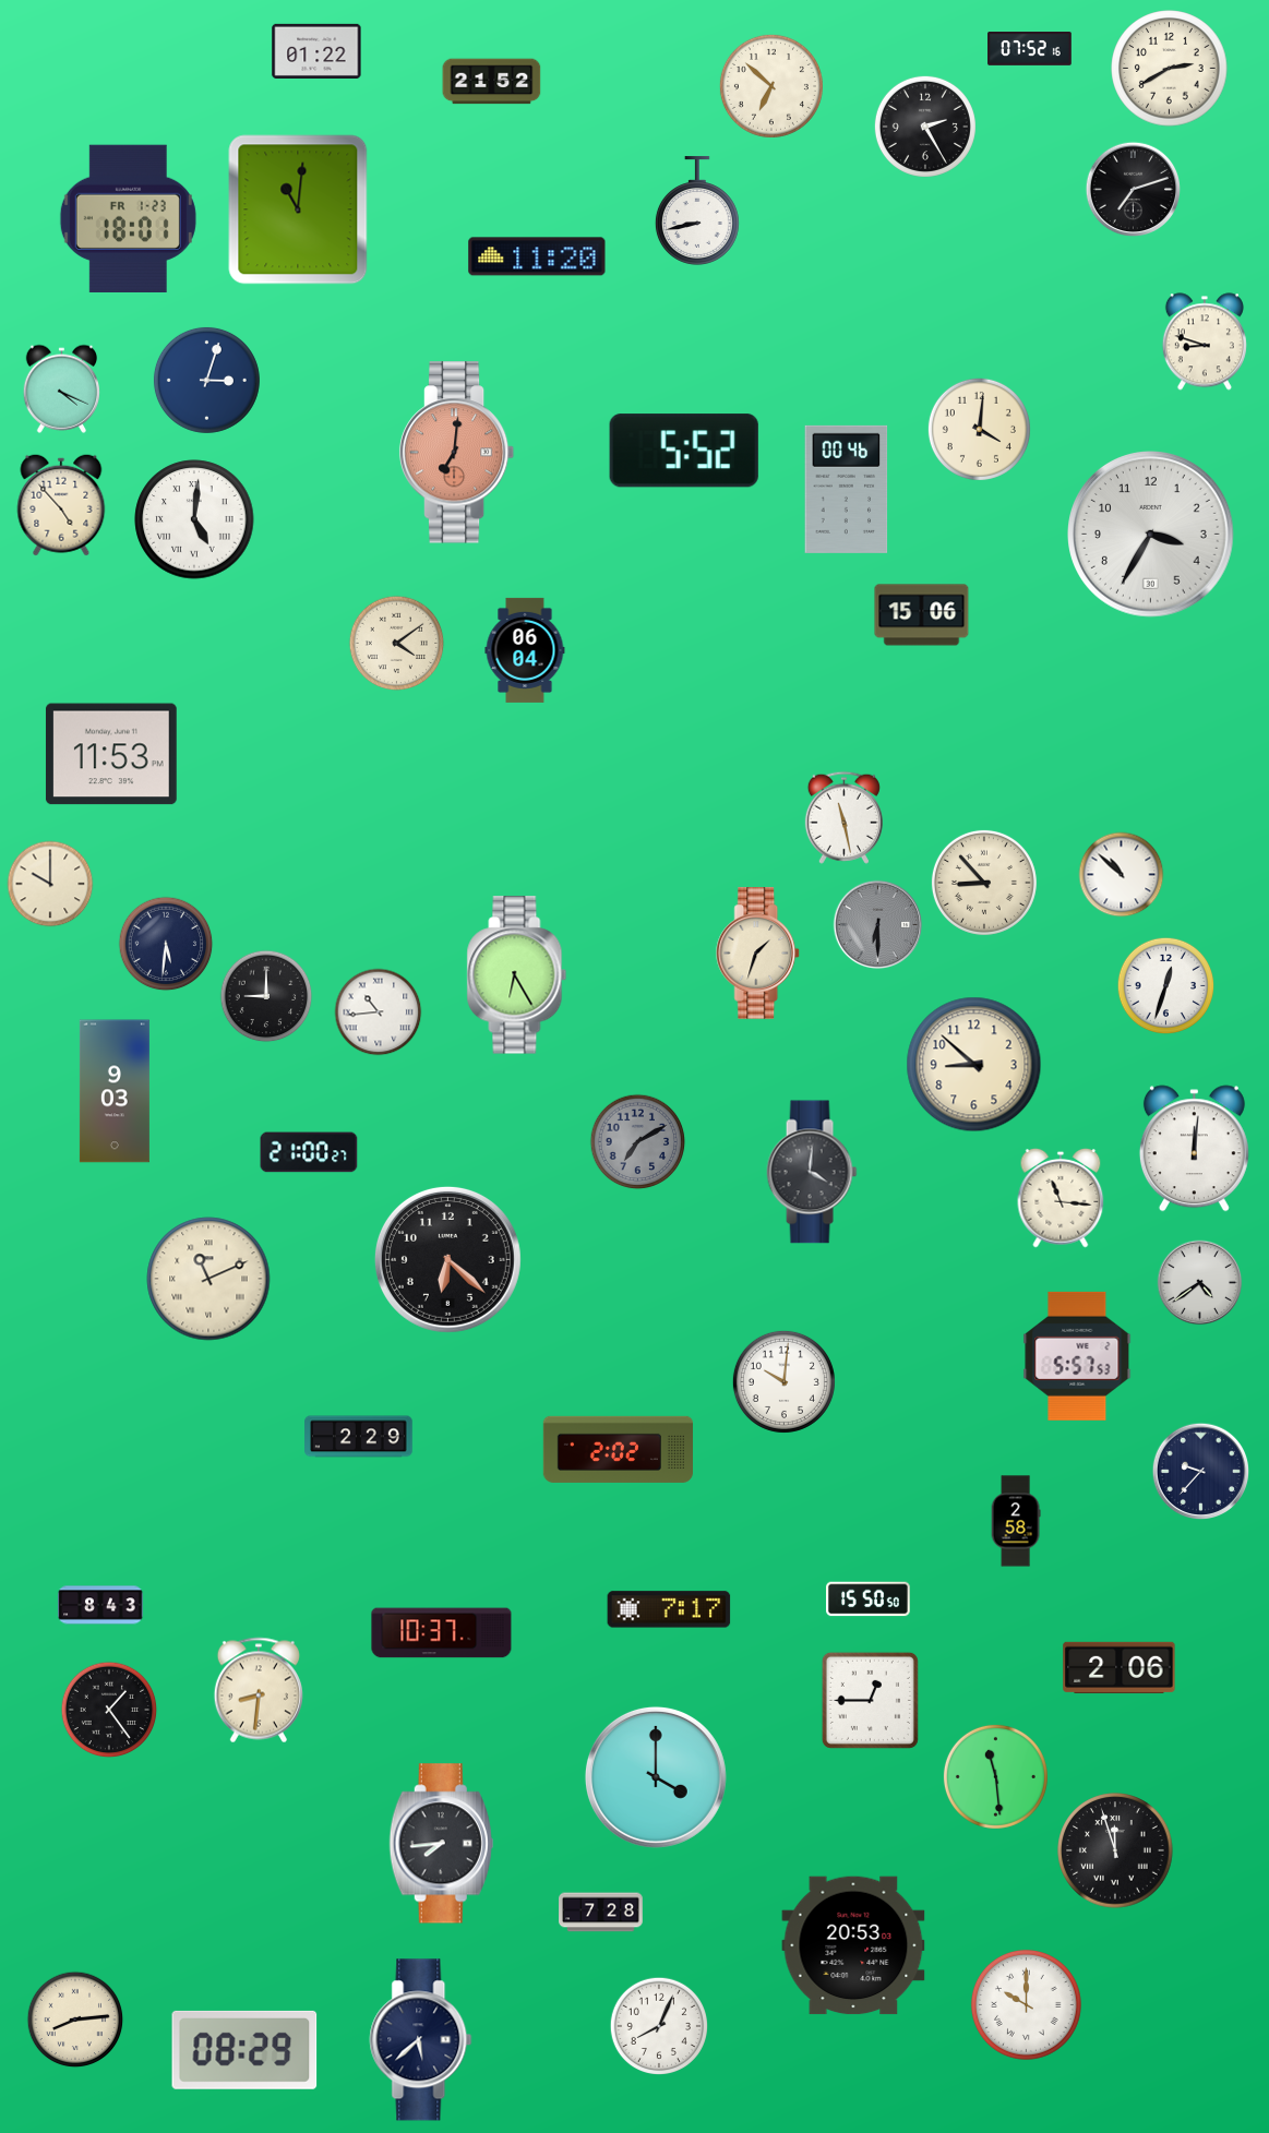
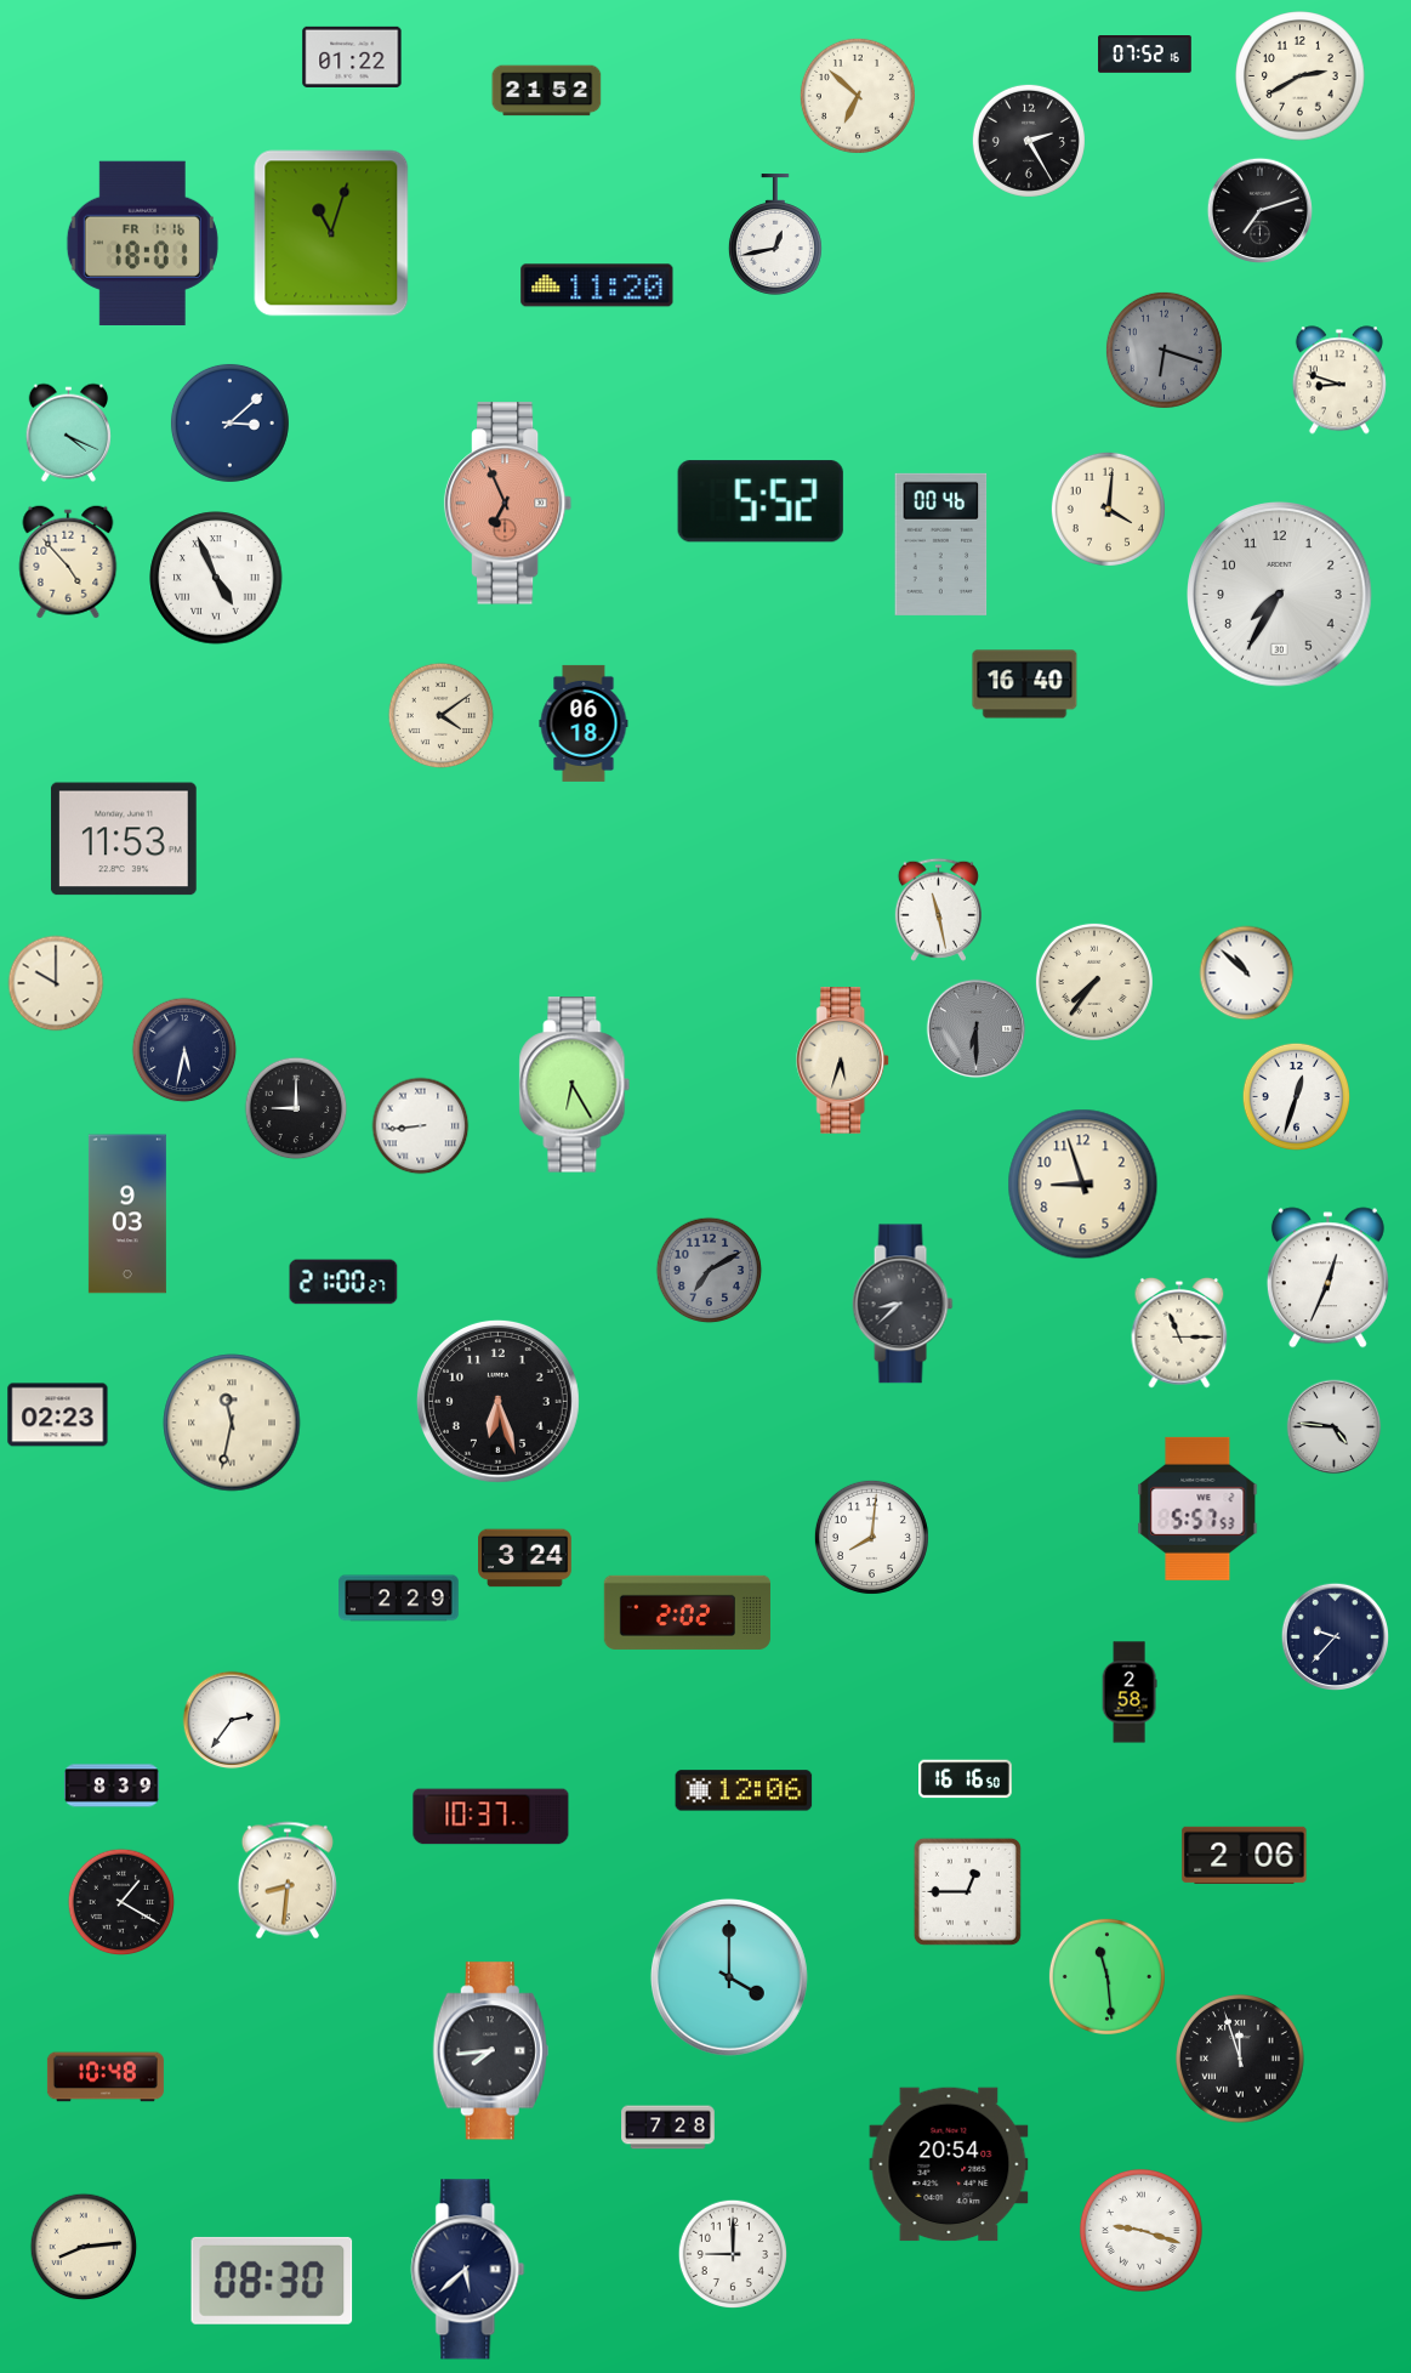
clock at (298, 209): 11:01 -> 11:03
clock at (697, 211): 8:43 -> 12:43
clock at (128, 218) date: FR 1-23 -> FR 1-16
clock at (1163, 350): none -> 6:18
clock at (206, 380): 3:03 -> 3:08
clock at (979, 429) position: (979, 429) -> (1108, 509)
clock at (457, 453): 7:01 -> 6:56
clock at (194, 519): 5:01 -> 4:56
clock at (1151, 535): 3:35 -> 7:35
clock at (922, 615): 15:06 -> 16:40
clock at (525, 650): 06:04 -> 06:18
clock at (984, 883): 8:53 -> 7:36
clock at (166, 944): 5:31 -> 5:32
clock at (758, 954): 1:33 -> 5:33
clock at (379, 1012): 10:44 -> 8:44
clock at (974, 1065): 8:52 -> 8:57
clock at (1194, 1149): 12:01 -> 12:34
clock at (812, 1172): 4:01 -> 8:38
clock at (1061, 1198): 11:16 -> 11:15
clock at (447, 1259): 6:22 -> 6:27
clock at (58, 1415): none -> 02:23
clock at (208, 1279): 11:11 -> 11:32
clock at (1200, 1283): 4:39 -> 4:46
clock at (783, 1381): 10:01 -> 8:01
clock at (525, 1559): none -> 3:24
clock at (232, 1720): none -> 2:36
clock at (869, 1599): 15:50 -> 16:16
clock at (100, 1605): 8:43 -> 8:39
clock at (669, 1609): 7:17 -> 12:06
clock at (109, 1710): 1:24 -> 1:20
clock at (106, 2077): none -> 10:48
clock at (853, 1945): 20:53 -> 20:54
clock at (1026, 2004): 10:00 -> 9:18
clock at (658, 2025): 8:04 -> 9:00
clock at (244, 2050): 08:29 -> 08:30
